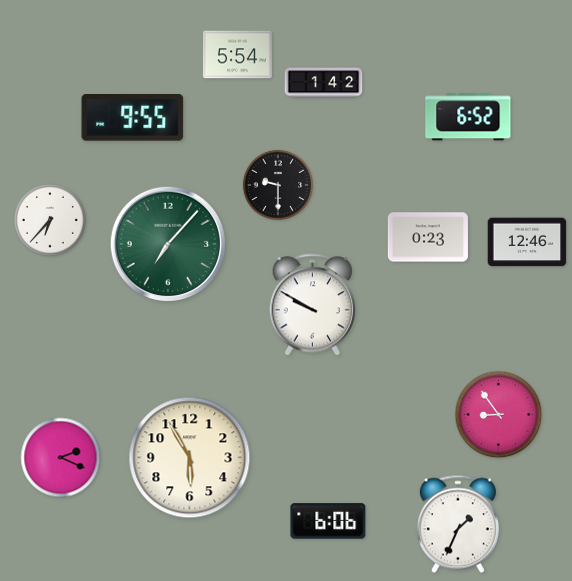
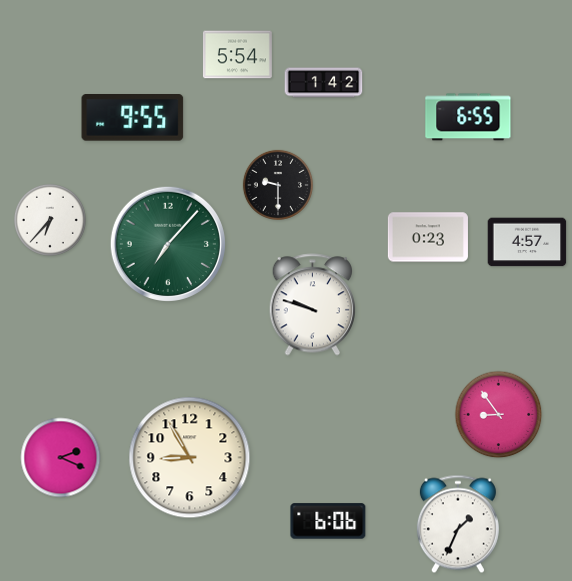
clock at (468, 117): 6:52 -> 6:55
clock at (527, 242): 12:46 -> 4:57
clock at (313, 305): 9:50 -> 9:48
clock at (190, 458): 5:55 -> 8:55
